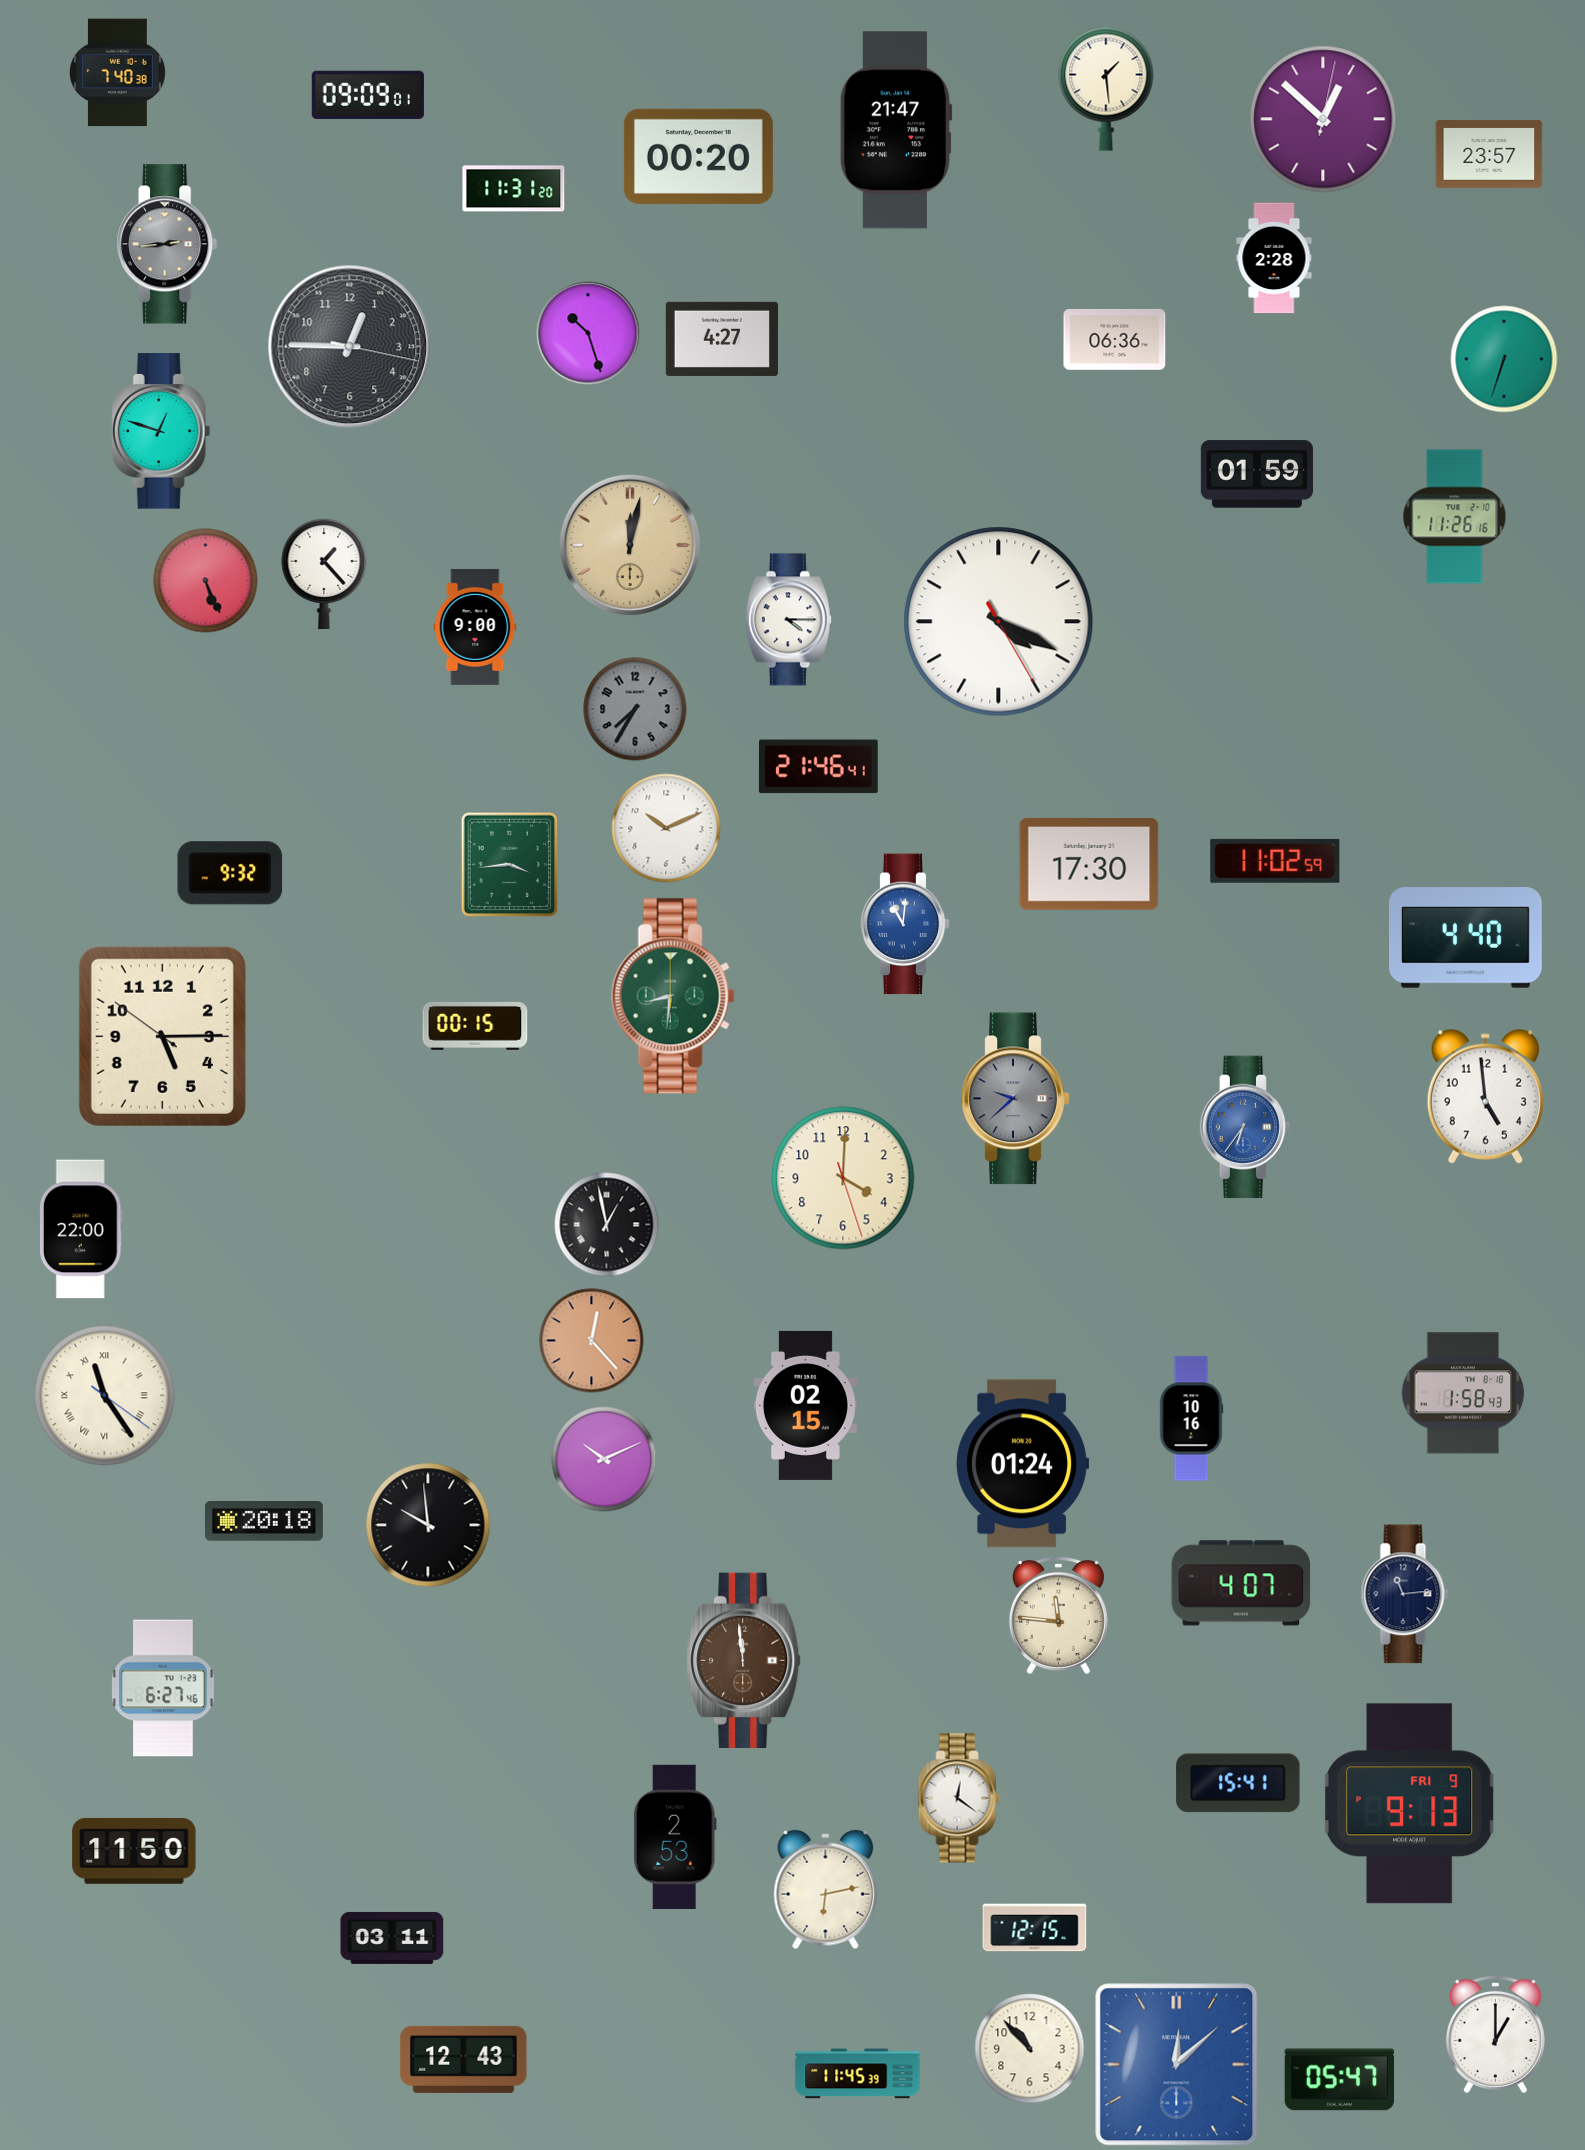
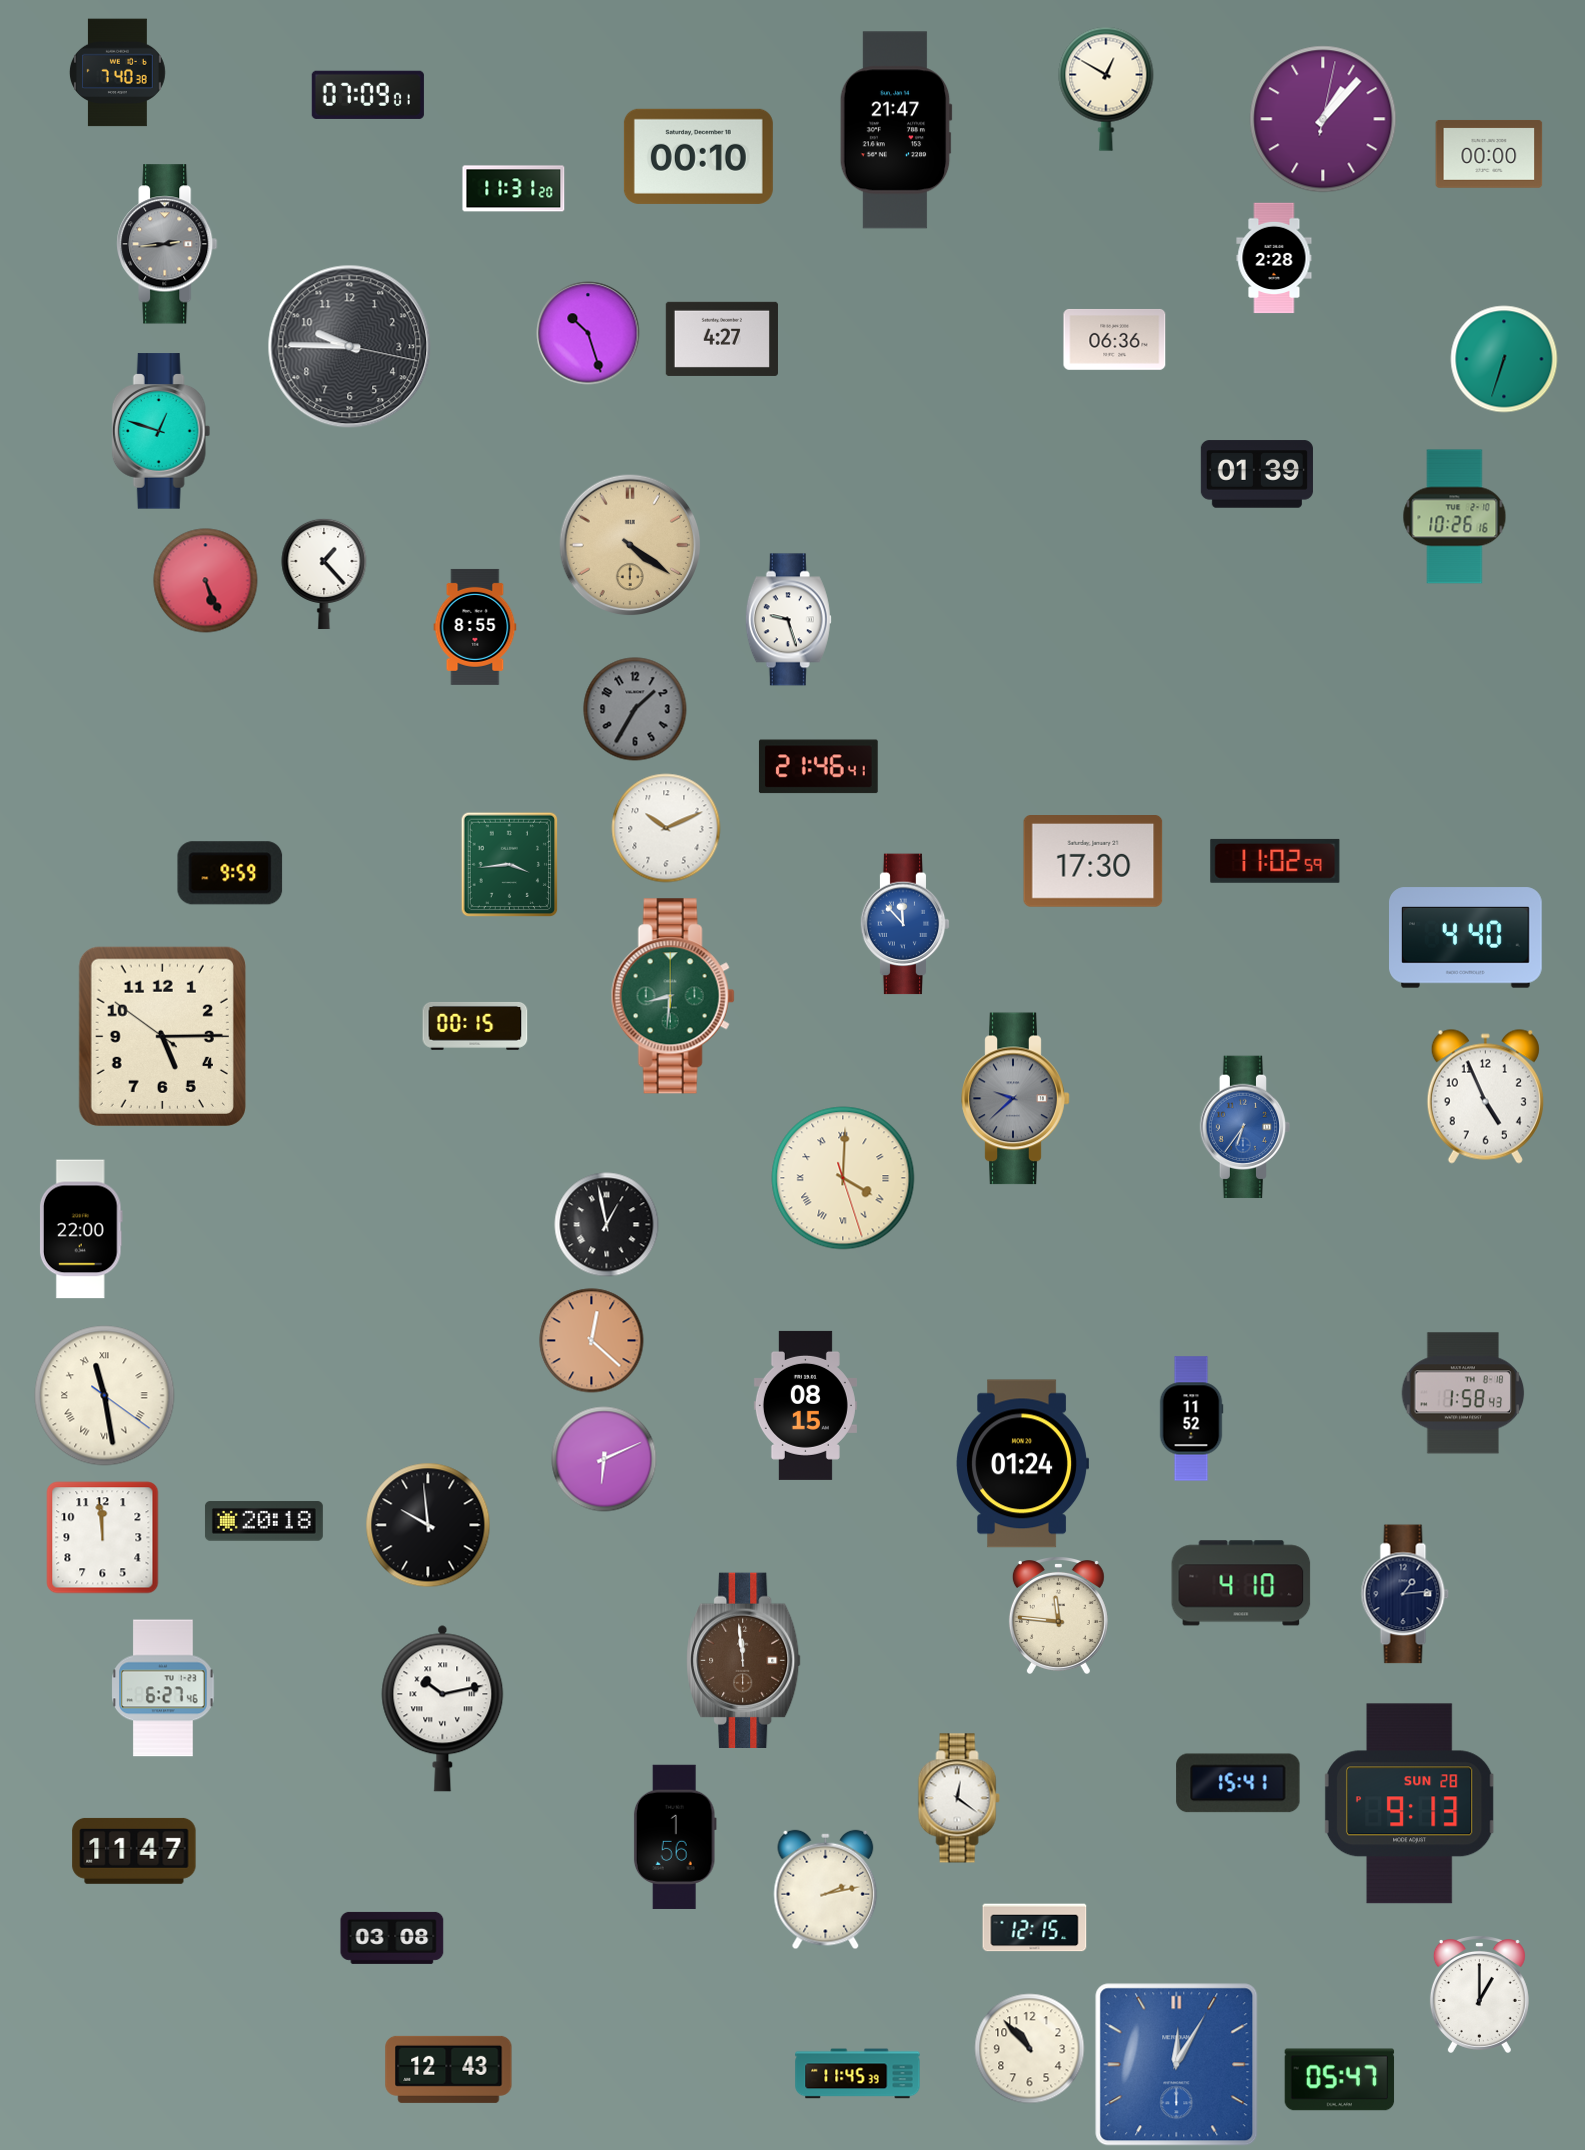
clock at (1106, 89): 1:29 -> 12:50
clock at (368, 95): 09:09 -> 07:09
clock at (1323, 119): 12:52 -> 1:07
clock at (1489, 154): 23:57 -> 00:00
clock at (698, 156): 00:20 -> 00:10
clock at (350, 347): 12:45 -> 9:45
clock at (1256, 474): 01:59 -> 01:39
clock at (1455, 517): 11:26 -> 10:26
clock at (630, 545): 12:02 -> 4:21
clock at (788, 620): 4:15 -> 9:27
clock at (999, 622): 4:19 -> none
clock at (475, 627): 9:00 -> 8:55
clock at (635, 709): 7:35 -> 1:35
clock at (1089, 865) position: (1089, 865) -> (1093, 862)
clock at (230, 873): 9:32 -> 9:59
clock at (905, 924): 11:01 -> 11:53
clock at (1485, 1096): 4:59 -> 4:56
clock at (843, 1178) numerals: Arabic -> Roman
clock at (592, 1341): 12:23 -> 12:22
clock at (105, 1396): 11:24 -> 11:28
clock at (805, 1405): 02:15 -> 08:15
clock at (1191, 1419): 10:16 -> 11:52
clock at (604, 1459): 10:11 -> 6:11
clock at (103, 1538): none -> 11:59
clock at (1241, 1583): 4:07 -> 4:10
clock at (1405, 1594): 11:14 -> 1:14
clock at (443, 1708): none -> 10:13
clock at (1410, 1804) date: FRI 9 -> SUN 28
clock at (675, 1836): 2:53 -> 1:56
clock at (134, 1851): 11:50 -> 11:47
clock at (826, 1890): 6:13 -> 2:13
clock at (392, 1938): 03:11 -> 03:08
clock at (1495, 2035) position: (1495, 2035) -> (1479, 1995)
clock at (464, 2059) position: (464, 2059) -> (449, 2069)
clock at (1177, 2065): 12:08 -> 12:05
